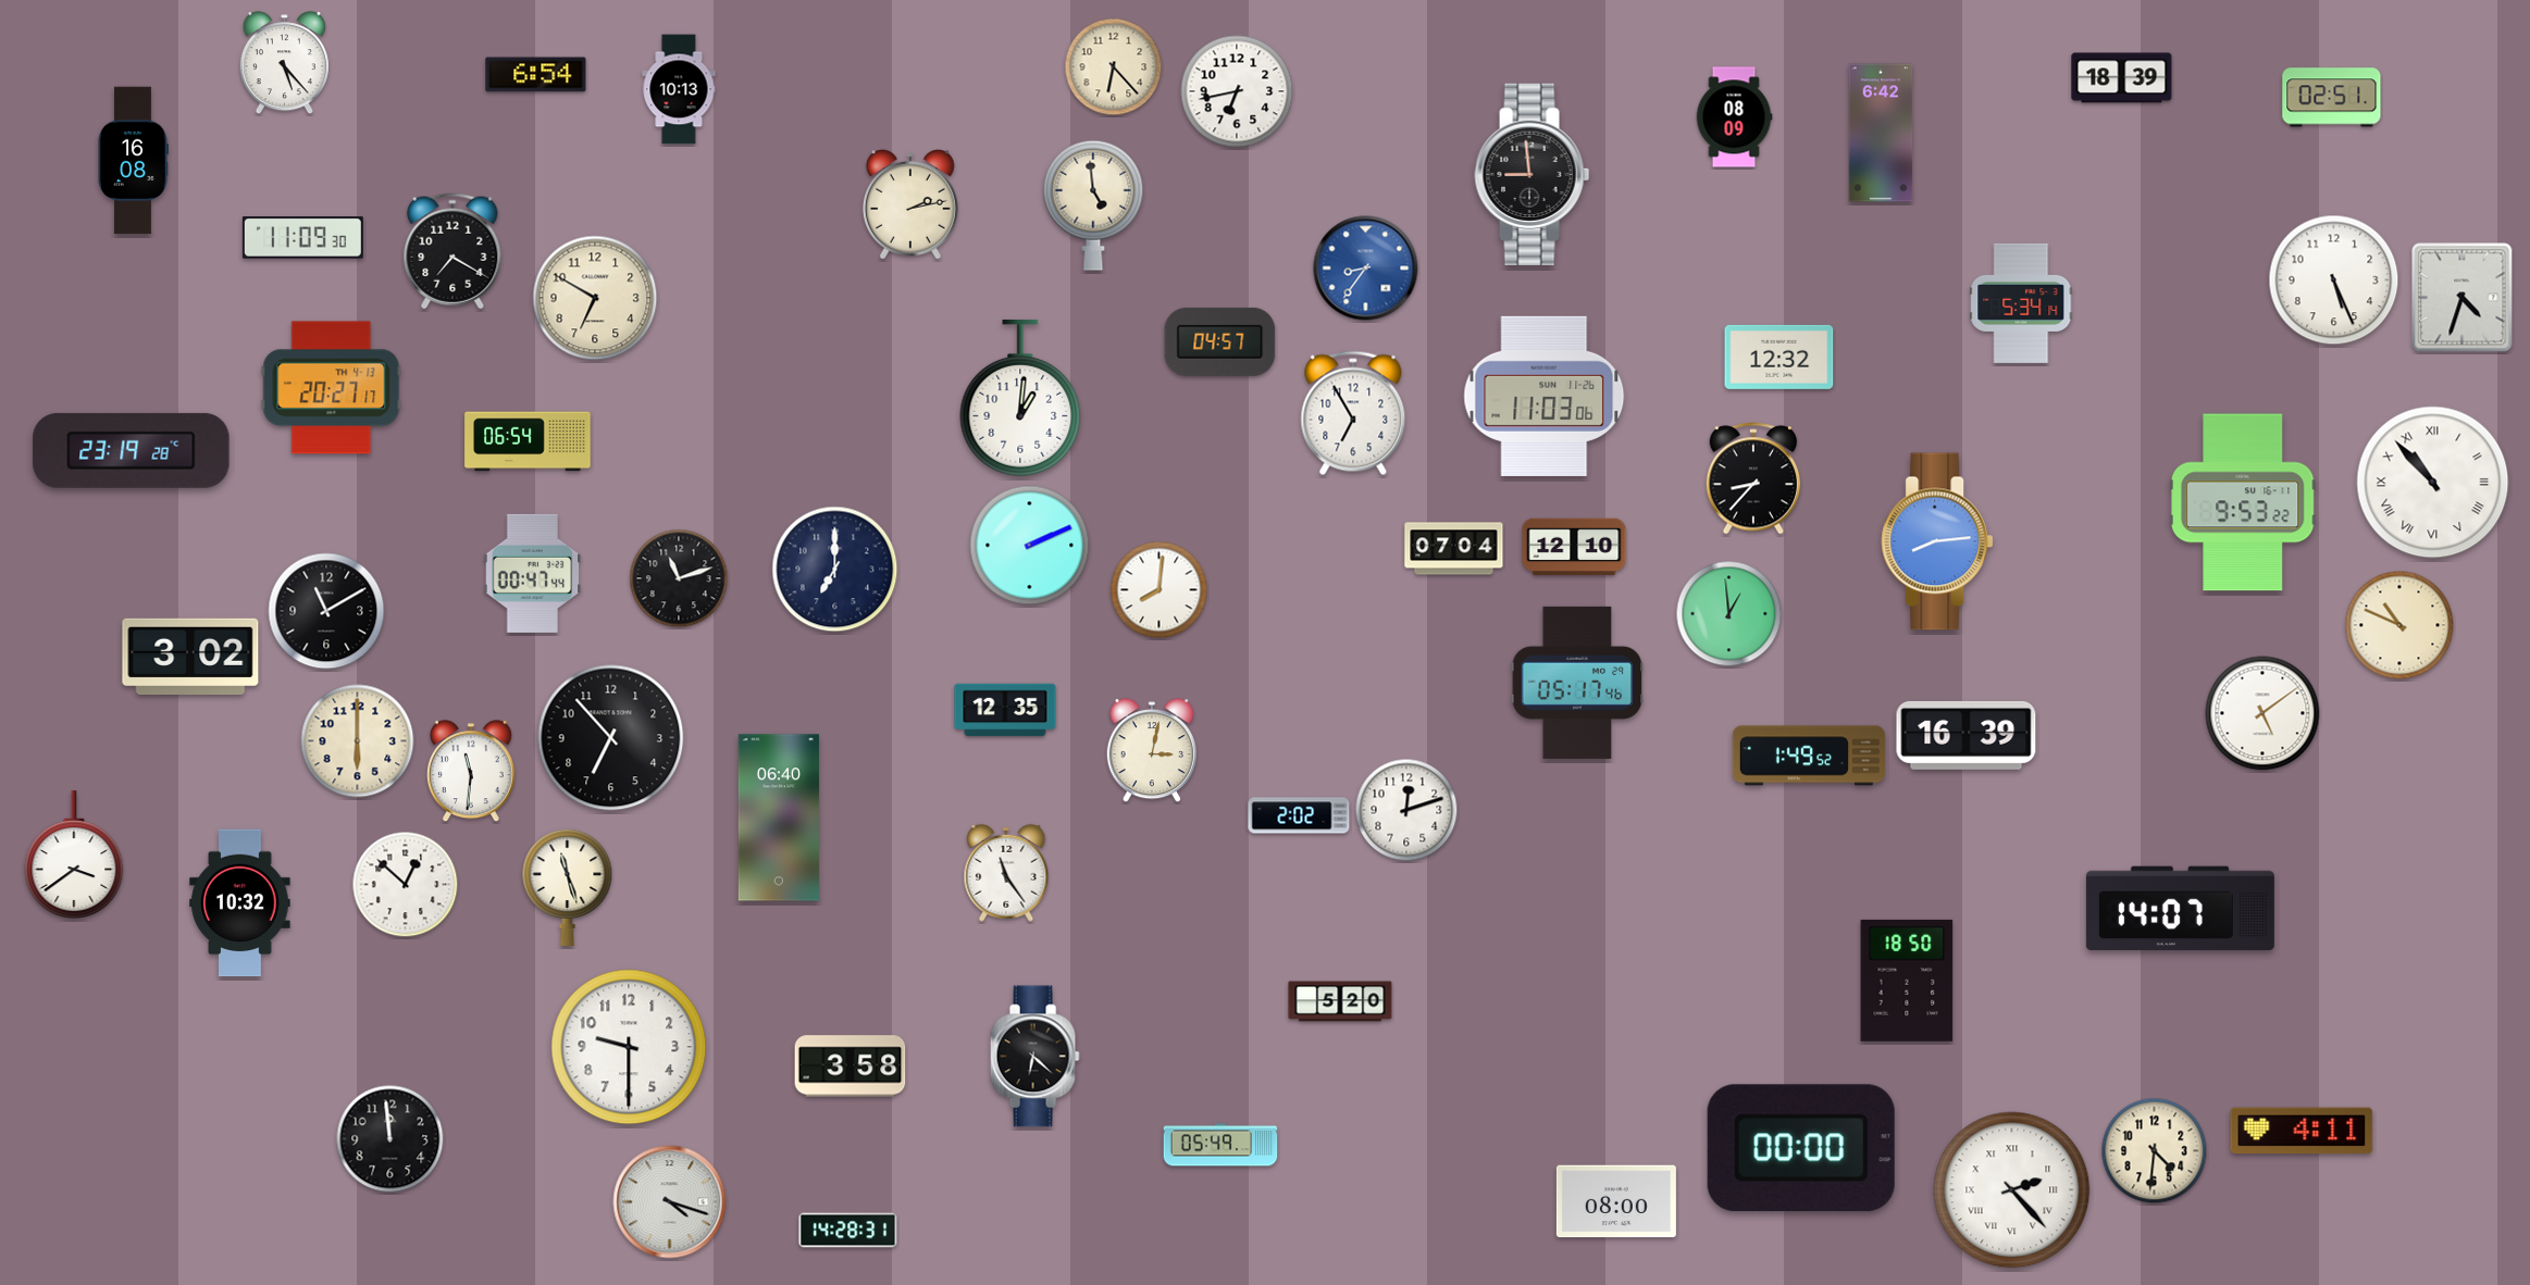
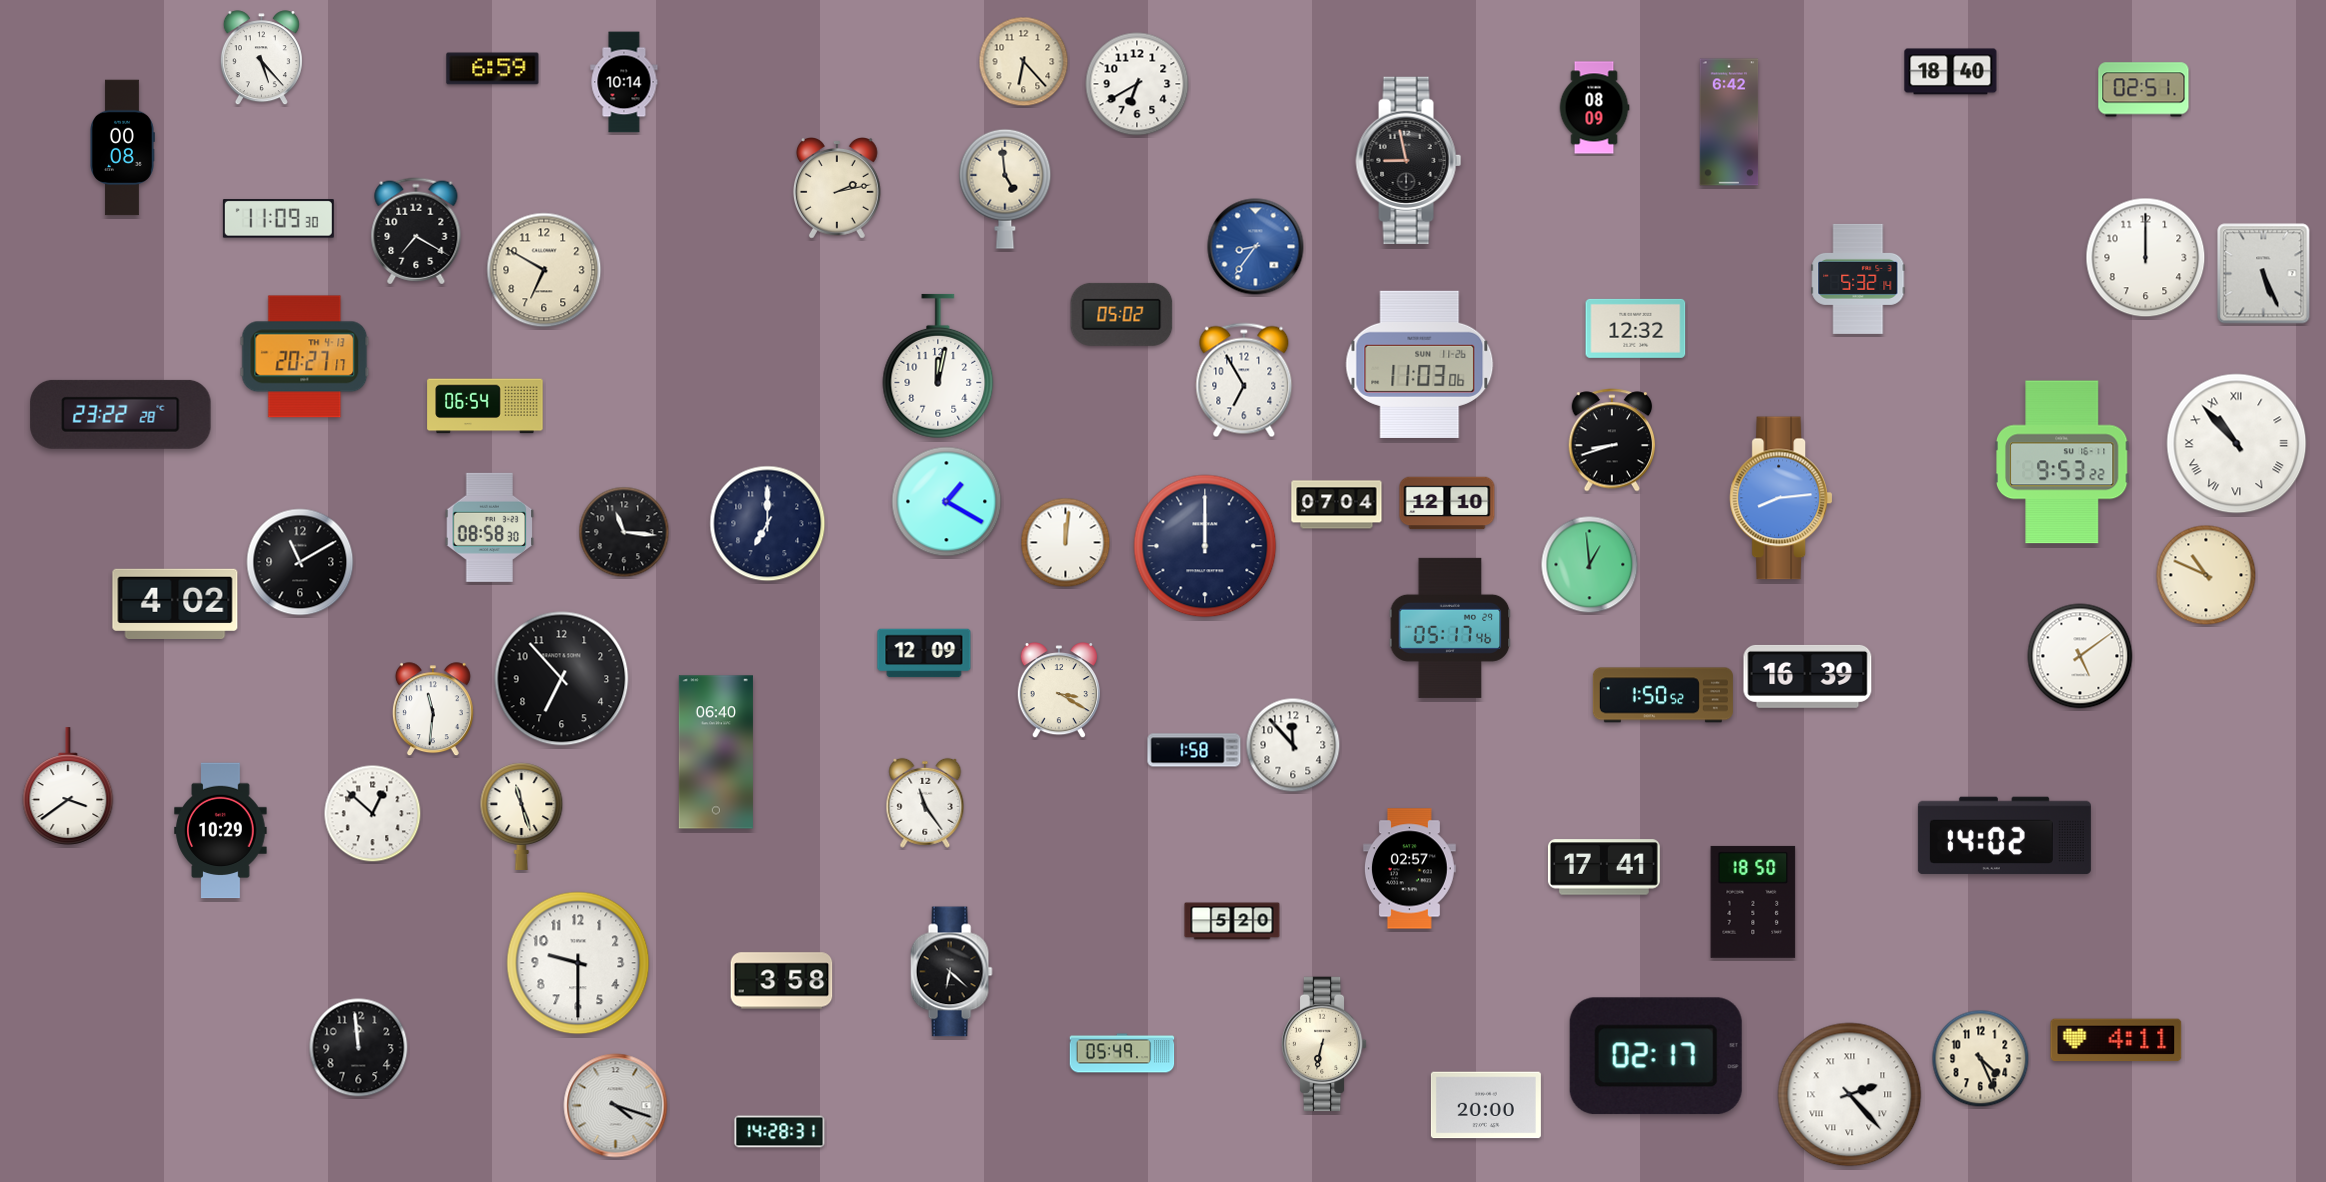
clock at (536, 75): 6:54 -> 6:59
clock at (2122, 78): 18:39 -> 18:40
clock at (679, 89): 10:13 -> 10:14
clock at (1237, 91): 6:43 -> 6:40
clock at (133, 161): 16:08 -> 00:08
clock at (1533, 174): 8:59 -> 8:58
clock at (2334, 280): 5:26 -> 12:00
clock at (595, 298) position: (595, 298) -> (544, 270)
clock at (2463, 298): 4:33 -> 5:26
clock at (2021, 303): 5:34 -> 5:32
clock at (1220, 341): 04:57 -> 05:02
clock at (1020, 398): 1:01 -> 12:02
clock at (132, 450): 23:19 -> 23:22
clock at (1753, 478): 8:37 -> 8:42
clock at (1030, 546): 2:11 -> 1:20
clock at (533, 573): 00:47 -> 08:58
clock at (679, 578): 11:12 -> 11:16
clock at (1159, 590): 8:01 -> 12:01
clock at (1205, 546): none -> 12:00
clock at (190, 656): 3:02 -> 4:02
clock at (1005, 710): 12:35 -> 12:09
clock at (358, 741): 6:00 -> none
clock at (1152, 751): 3:02 -> 3:20
clock at (1809, 756): 1:49 -> 1:50
clock at (1406, 810): 12:12 -> 11:53
clock at (1299, 815): 2:02 -> 1:58
clock at (240, 903): 10:32 -> 10:29
clock at (2180, 909): 14:07 -> 14:02
clock at (1604, 867): none -> 17:41
clock at (1409, 869): none -> 02:57
clock at (1324, 1044): none -> 6:32
clock at (1801, 1148): 00:00 -> 02:17
clock at (2155, 1151): 4:31 -> 4:26
clock at (1616, 1201): 08:00 -> 20:00
